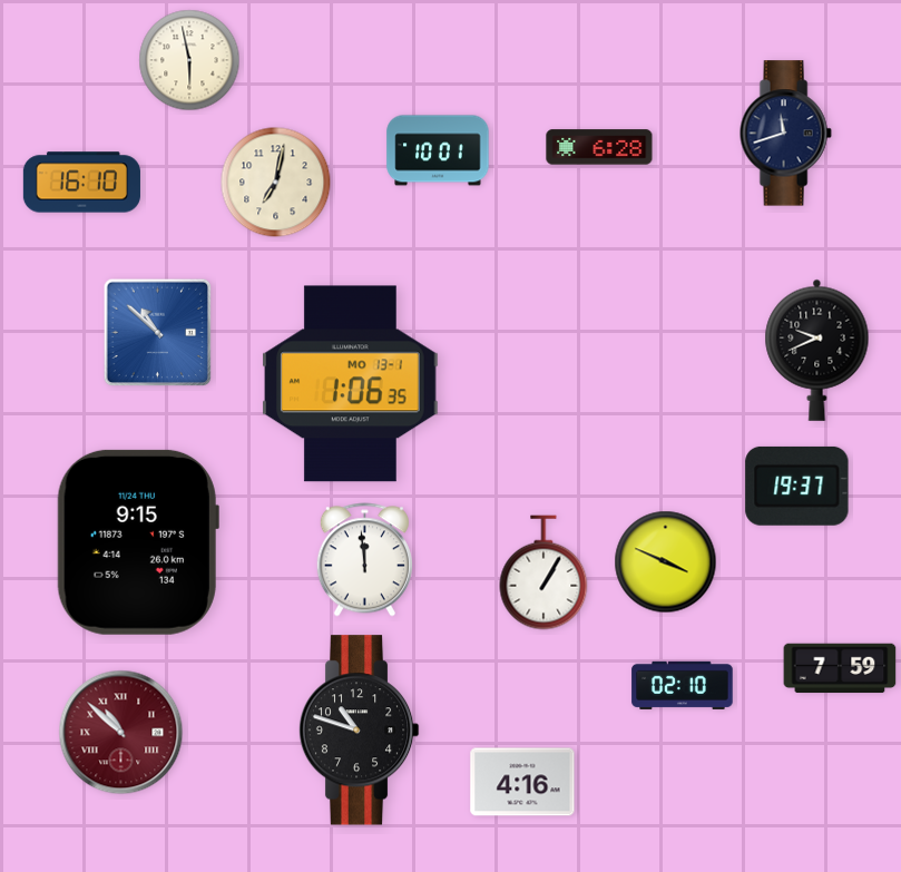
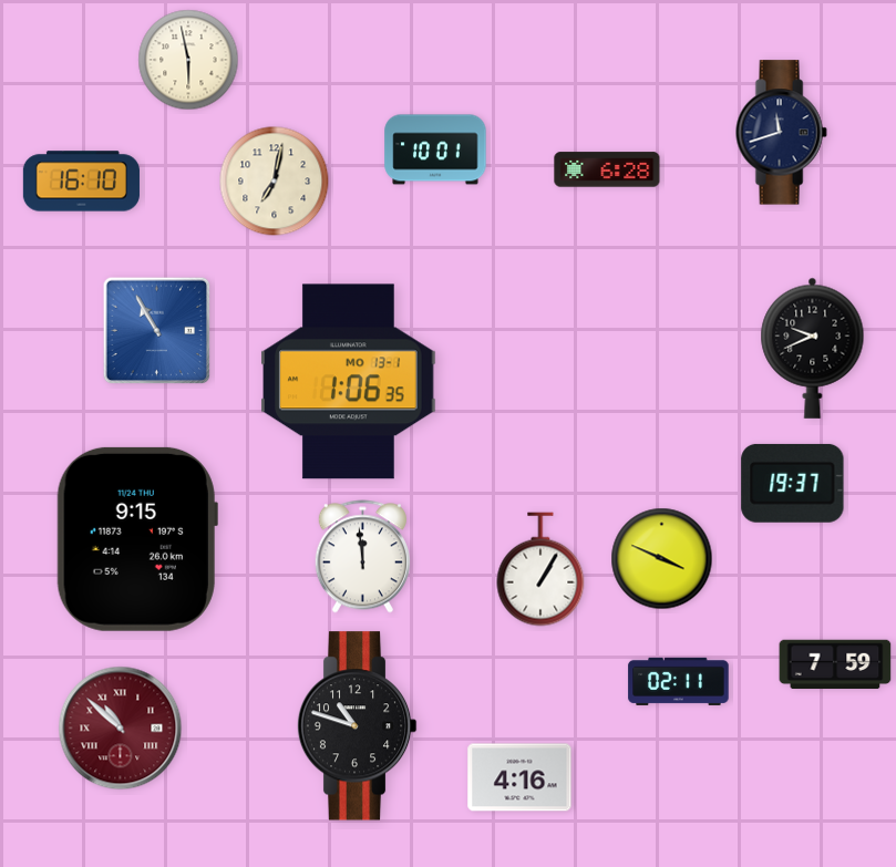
clock at (599, 147) position: (599, 147) -> (607, 169)
clock at (158, 333): 10:52 -> 10:55
clock at (683, 685): 02:10 -> 02:11
